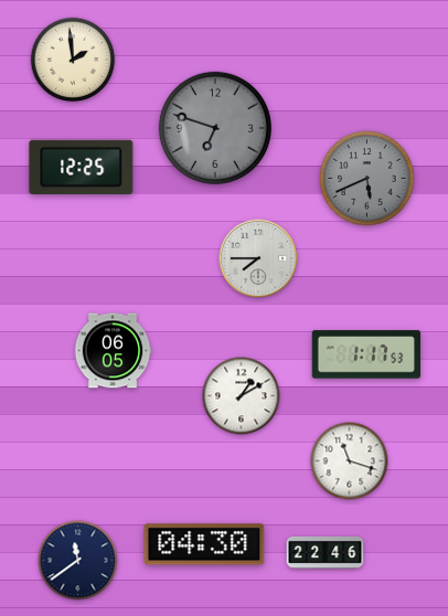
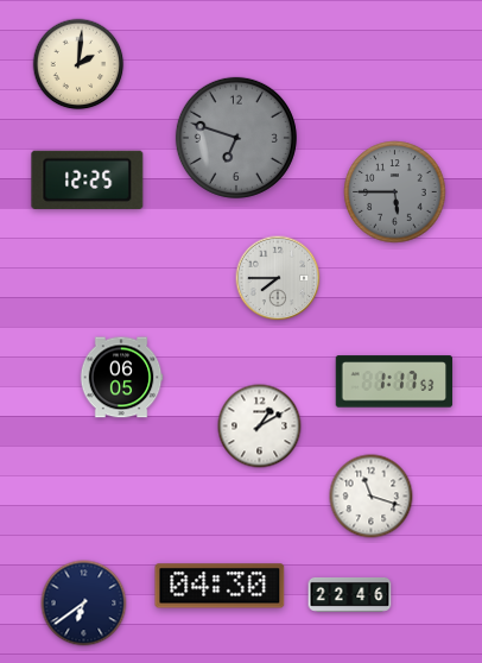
clock at (73, 60): 1:59 -> 2:01
clock at (215, 128) position: (215, 128) -> (236, 138)
clock at (367, 179): 5:41 -> 5:45
clock at (350, 461) position: (350, 461) -> (372, 497)
clock at (78, 561): 11:39 -> 6:39
